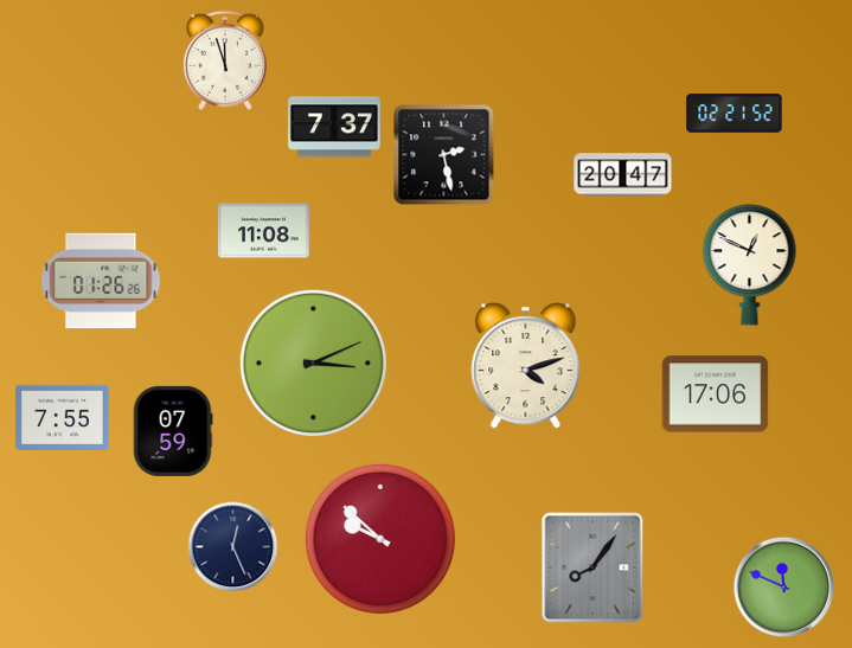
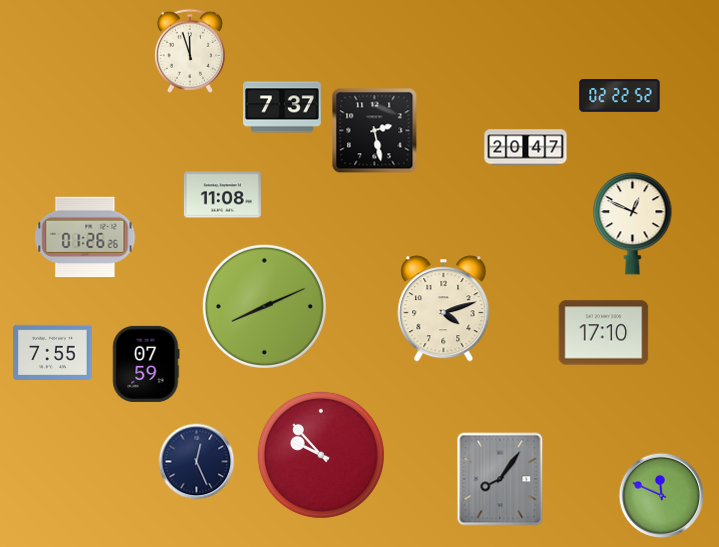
clock at (735, 114): 02:21 -> 02:22
clock at (313, 363): 3:11 -> 8:11
clock at (716, 394): 17:06 -> 17:10
clock at (380, 539): 9:52 -> 9:53
